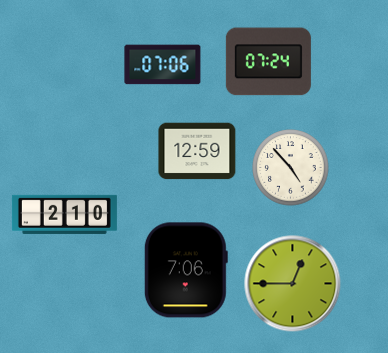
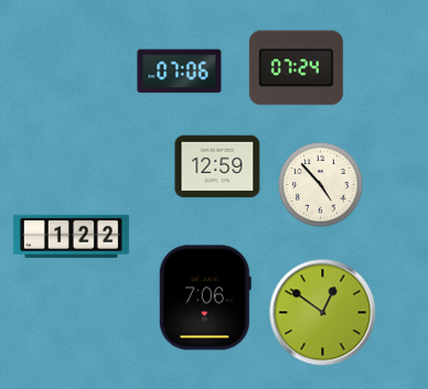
clock at (64, 214): 2:10 -> 1:22
clock at (293, 284): 12:45 -> 12:51
